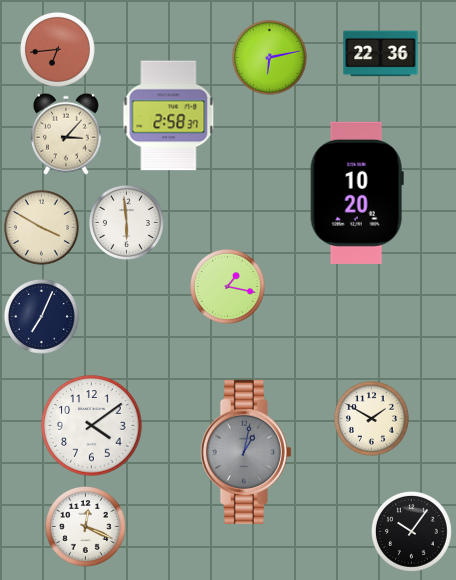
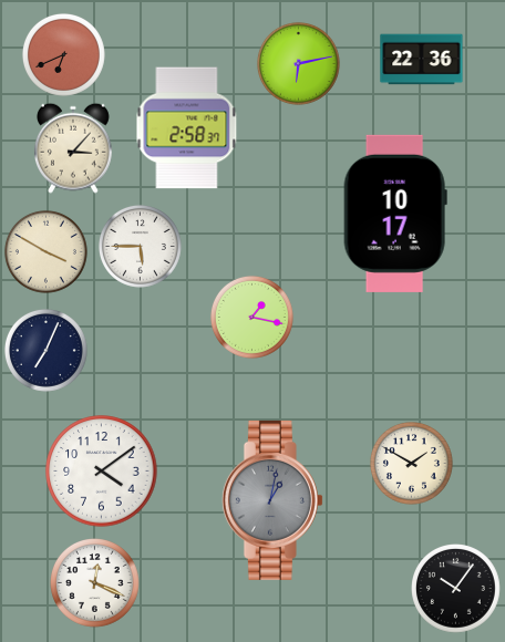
clock at (57, 49): 6:44 -> 6:41
clock at (357, 193): 10:20 -> 10:17
clock at (126, 222): 5:59 -> 5:45
